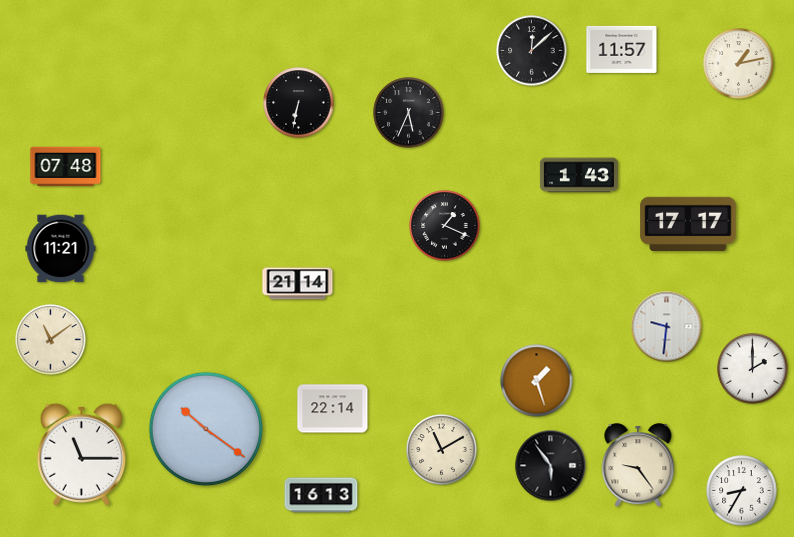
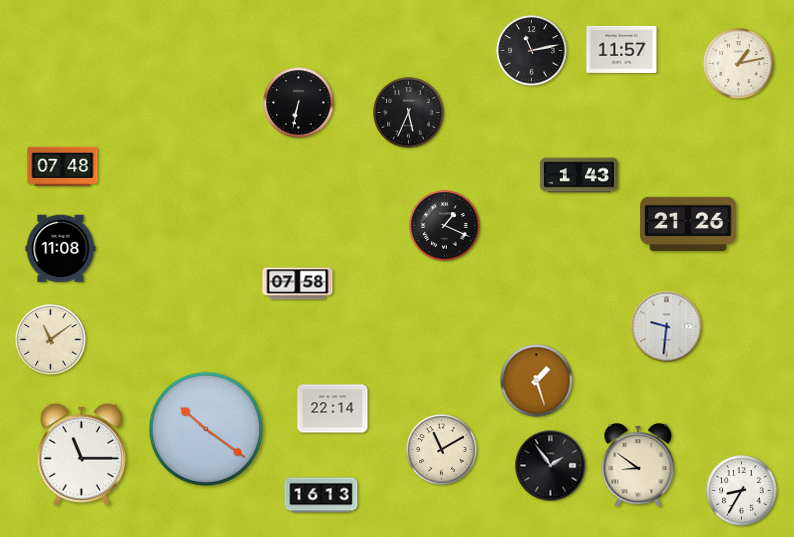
clock at (532, 51): 12:08 -> 11:13
clock at (66, 167) position: (66, 167) -> (63, 167)
clock at (688, 224): 17:17 -> 21:26
clock at (61, 249): 11:21 -> 11:08
clock at (298, 284): 21:14 -> 07:58
clock at (753, 369): 2:00 -> none
clock at (551, 466): 5:54 -> 1:54
clock at (638, 466): 9:24 -> 8:51
